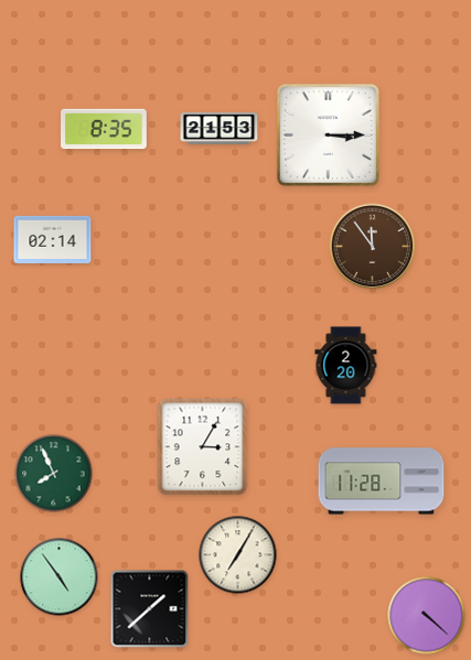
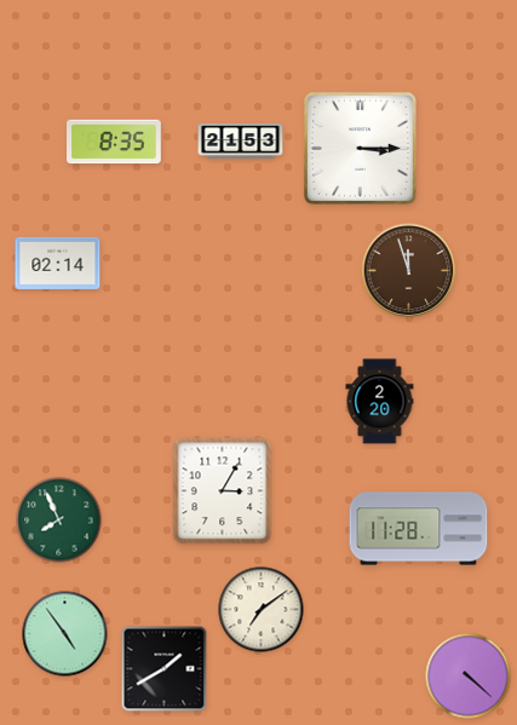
clock at (373, 247): 11:54 -> 11:57
clock at (238, 555): 7:05 -> 7:09
clock at (150, 609): 1:38 -> 1:40
